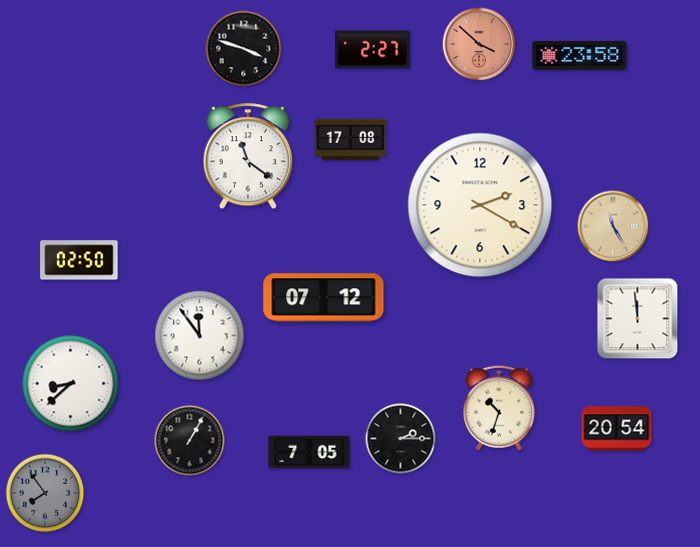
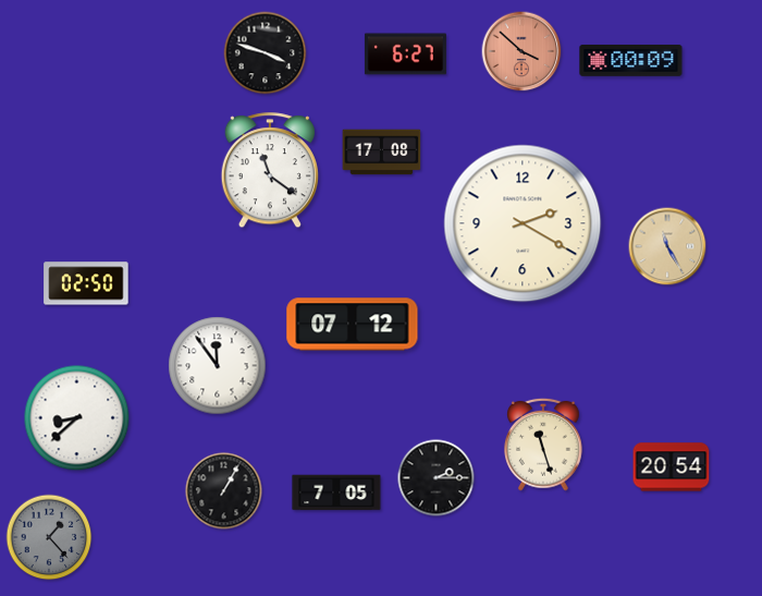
clock at (479, 44) position: (479, 44) -> (521, 51)
clock at (372, 50): 2:27 -> 6:27
clock at (580, 55): 23:58 -> 00:09
clock at (638, 319): 11:59 -> none
clock at (500, 408): 10:33 -> 11:27
clock at (190, 441) position: (190, 441) -> (224, 491)
clock at (45, 493): 7:54 -> 1:23
